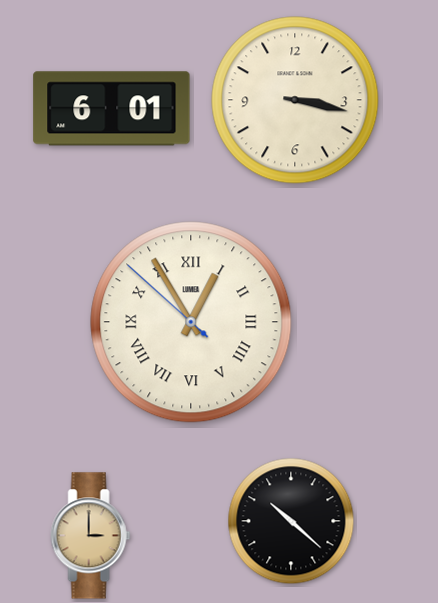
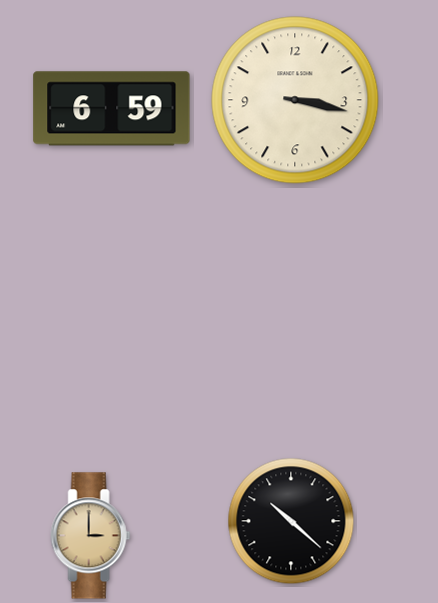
clock at (112, 109): 6:01 -> 6:59
clock at (191, 322): 12:54 -> none
